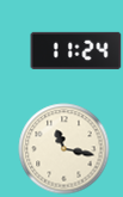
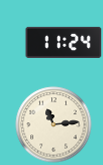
clock at (64, 149): 11:17 -> 11:14
